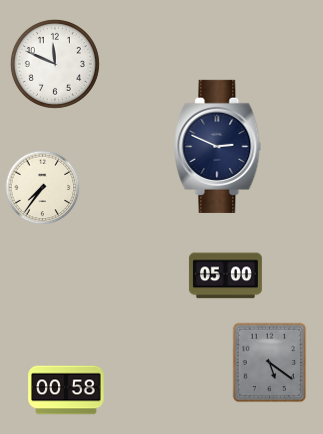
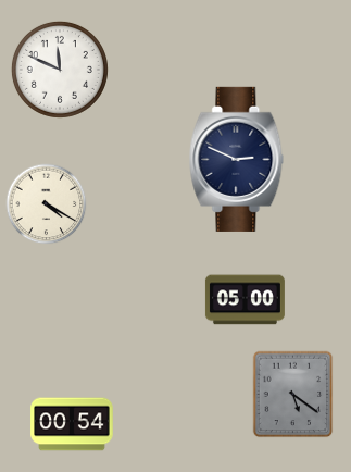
clock at (43, 188): 7:36 -> 4:20
clock at (66, 390): 00:58 -> 00:54
